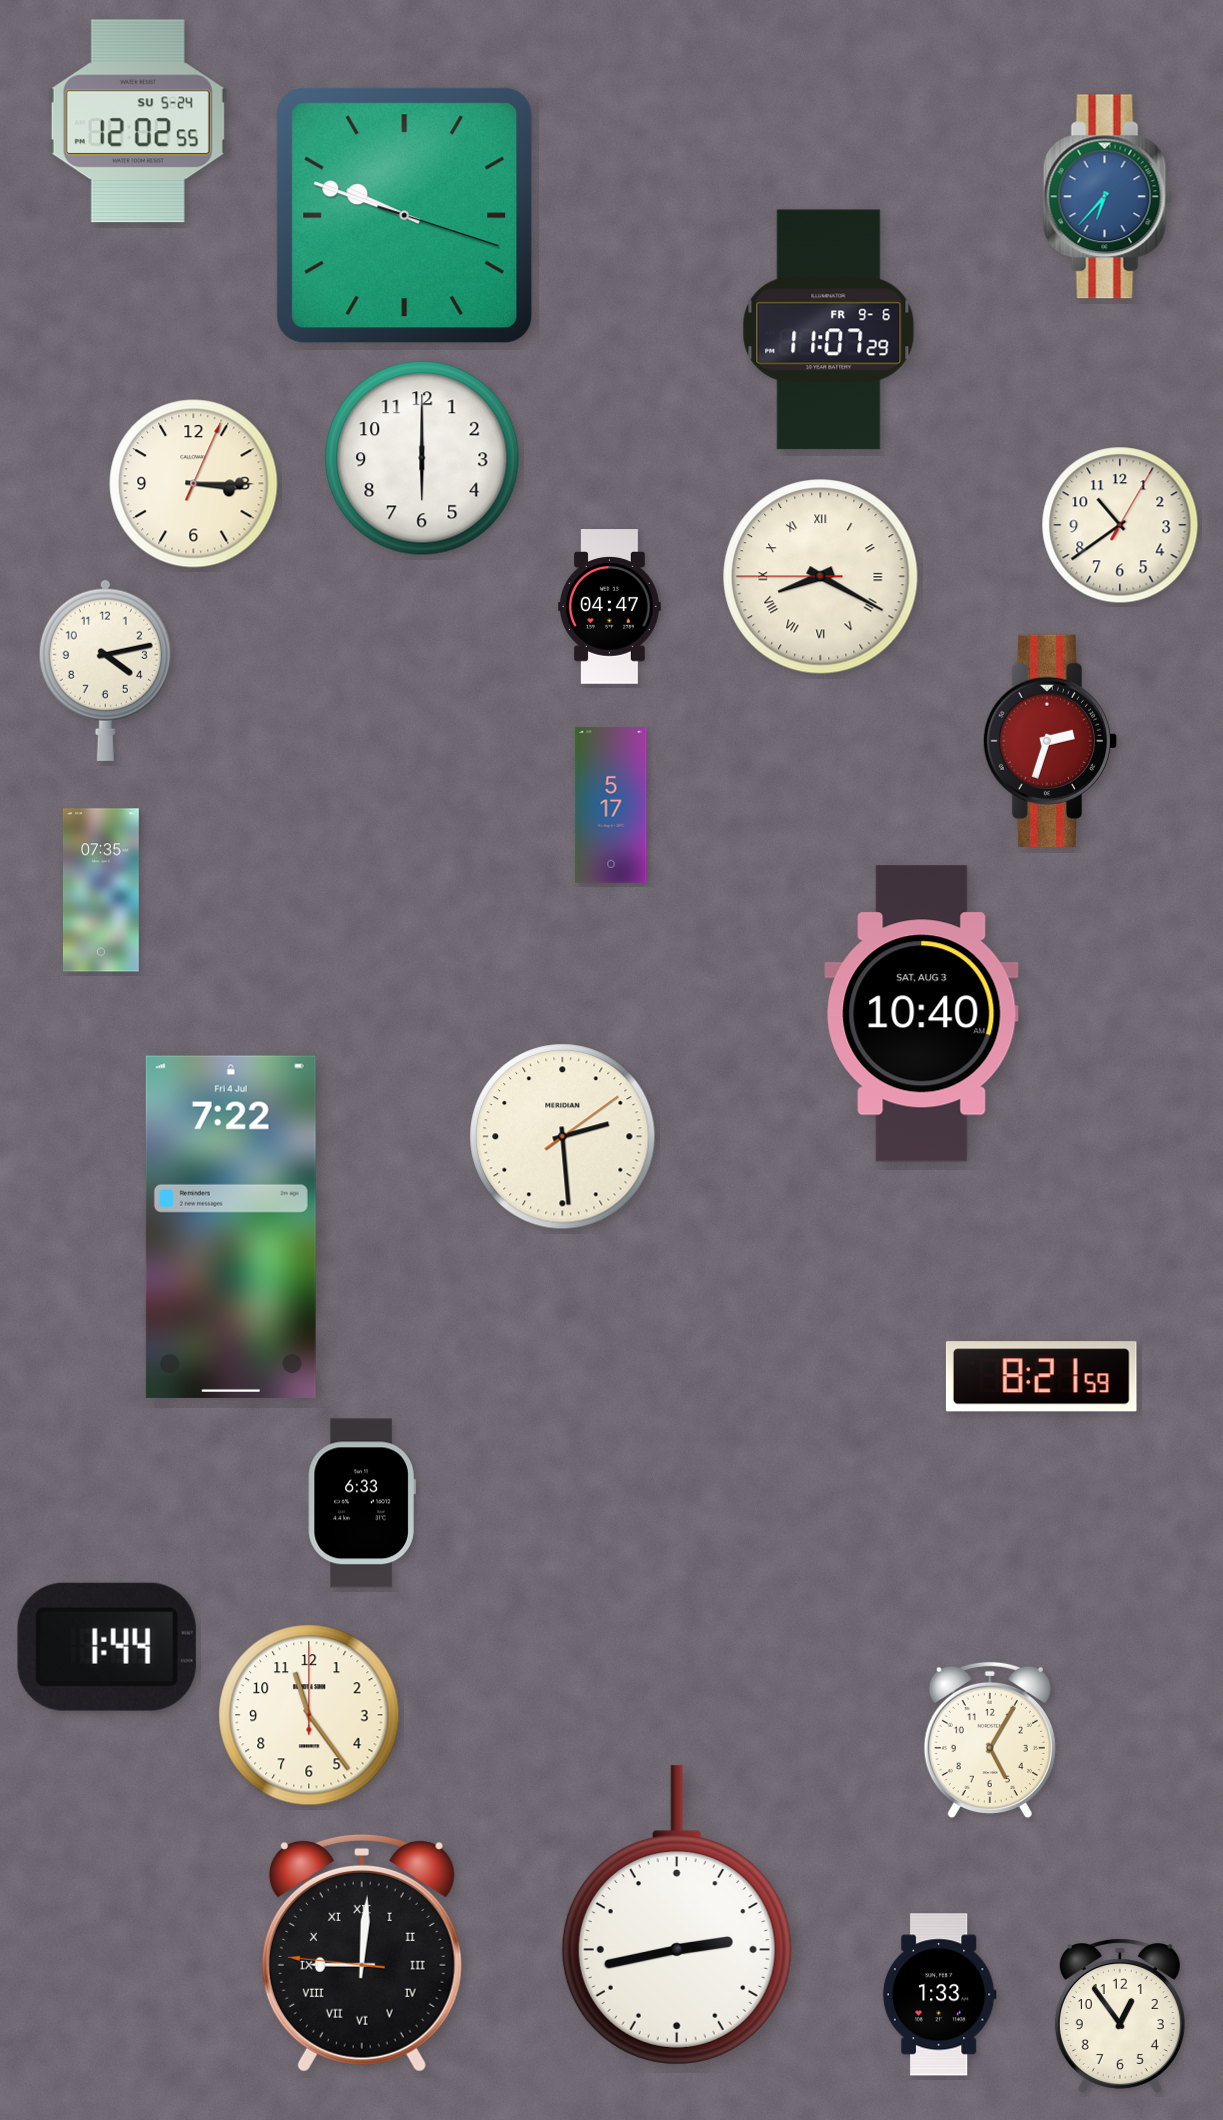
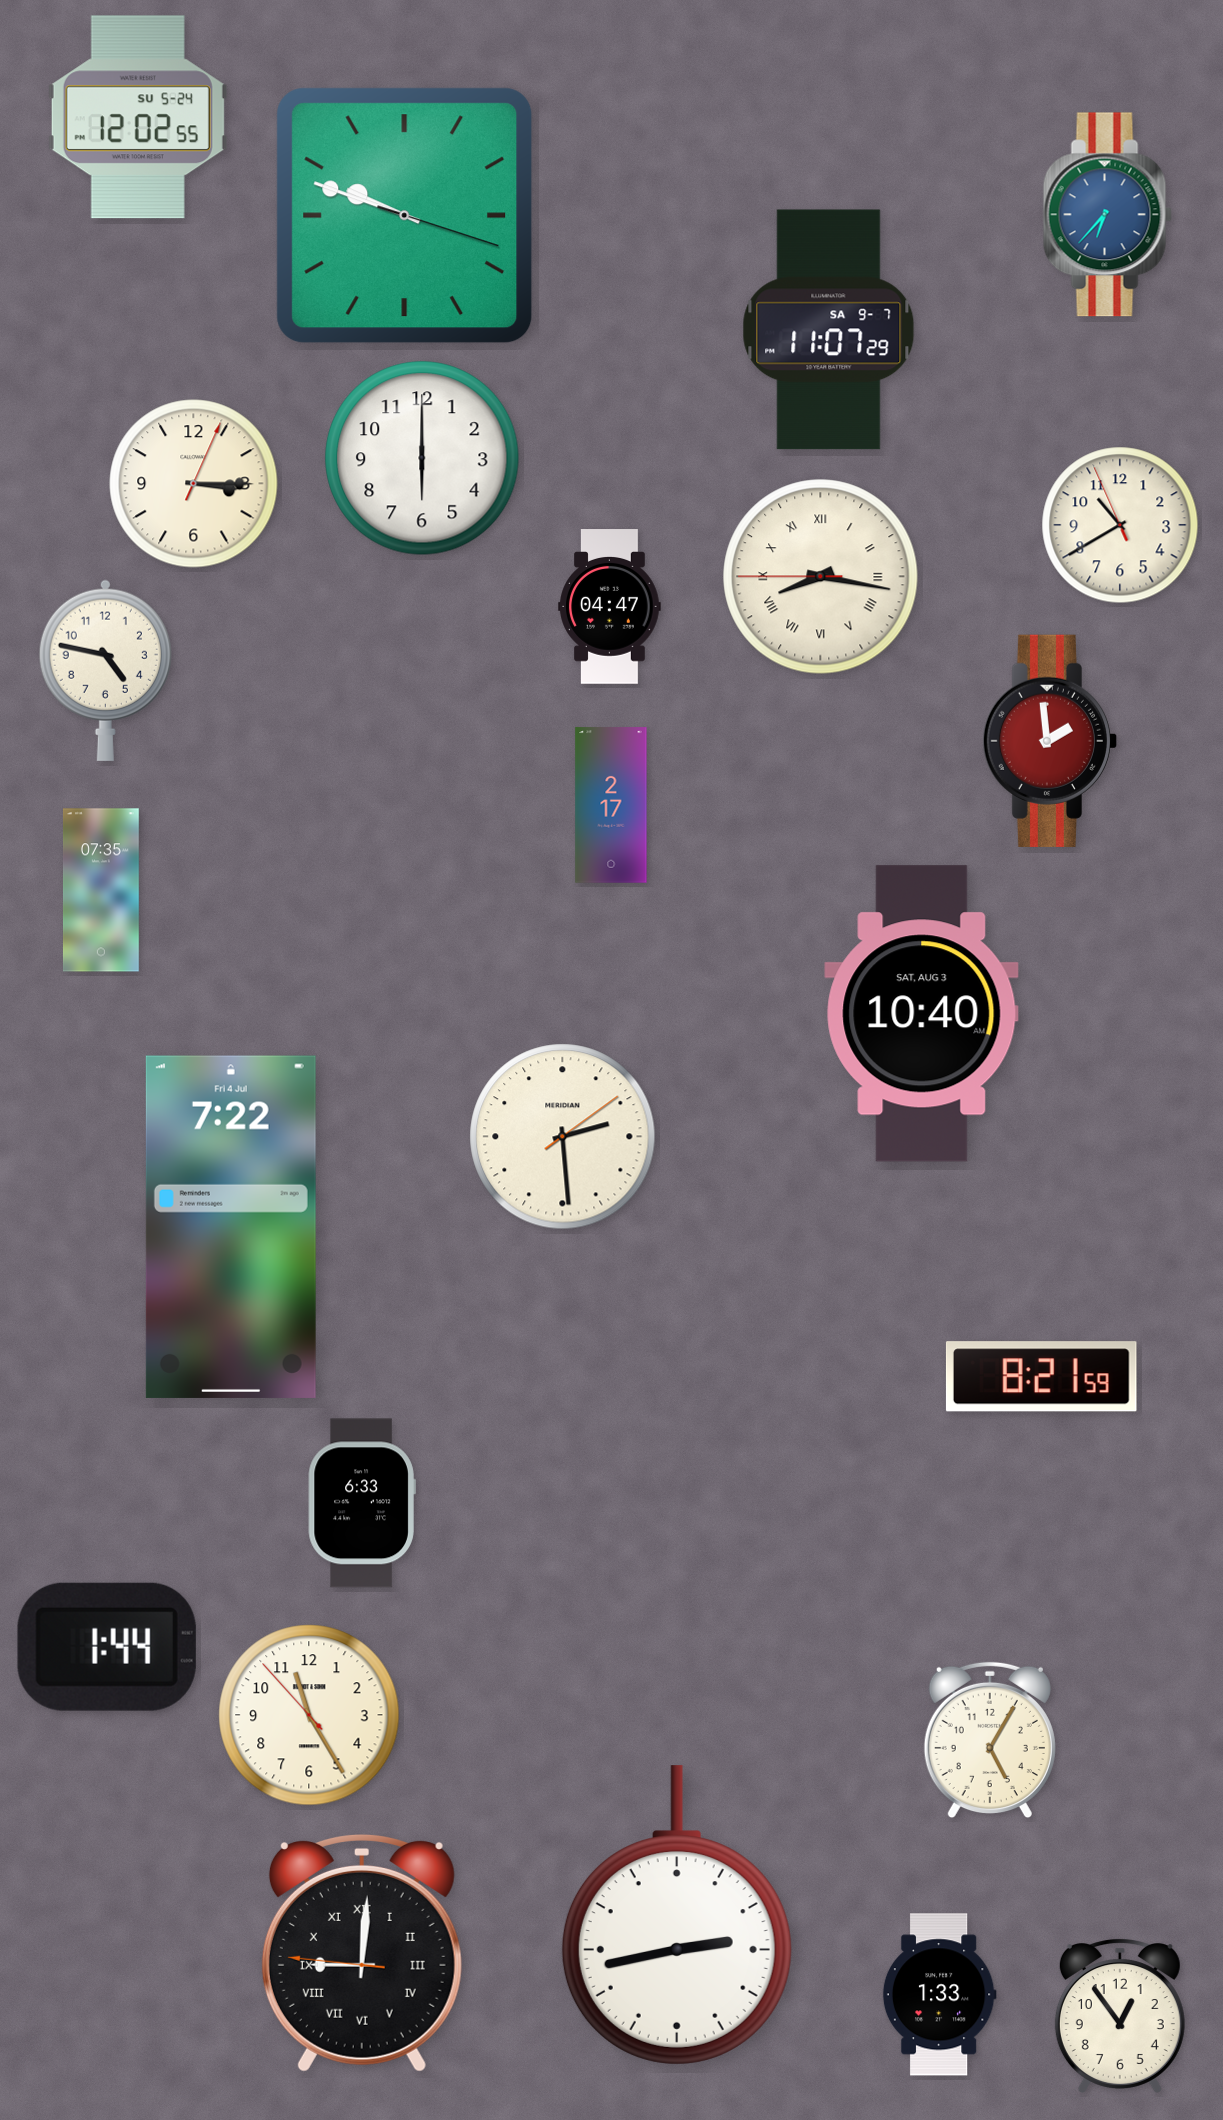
clock at (138, 121) position: (138, 121) -> (138, 117)
clock at (1107, 197) position: (1107, 197) -> (1107, 215)
clock at (829, 330) date: FR 9-6 -> SA 9-7
clock at (1120, 525): 10:39:05 -> 10:39:56
clock at (821, 577): 8:19 -> 8:16
clock at (105, 670): 4:13 -> 4:47
clock at (1050, 741): 2:33 -> 1:59
clock at (611, 805): 5:17 -> 2:17
clock at (309, 1715): 11:24:00 -> 11:24:53
